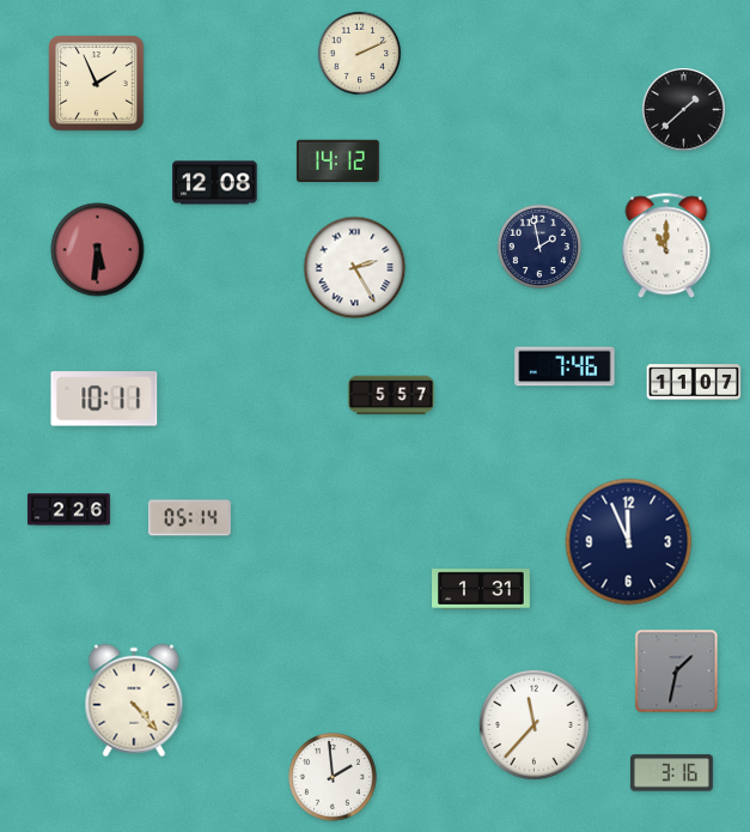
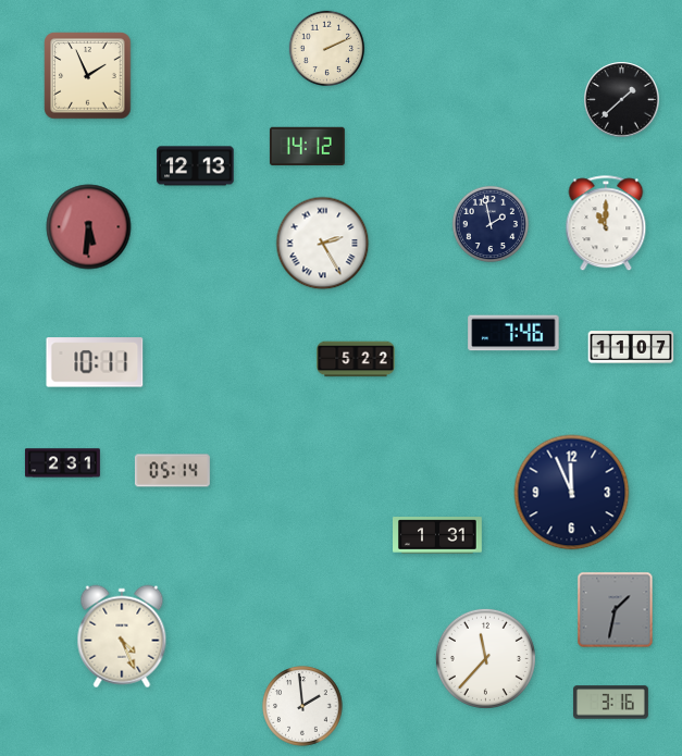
clock at (215, 183): 12:08 -> 12:13
clock at (391, 395): 5:57 -> 5:22
clock at (68, 510): 2:26 -> 2:31
clock at (134, 700): 4:23 -> 4:26
